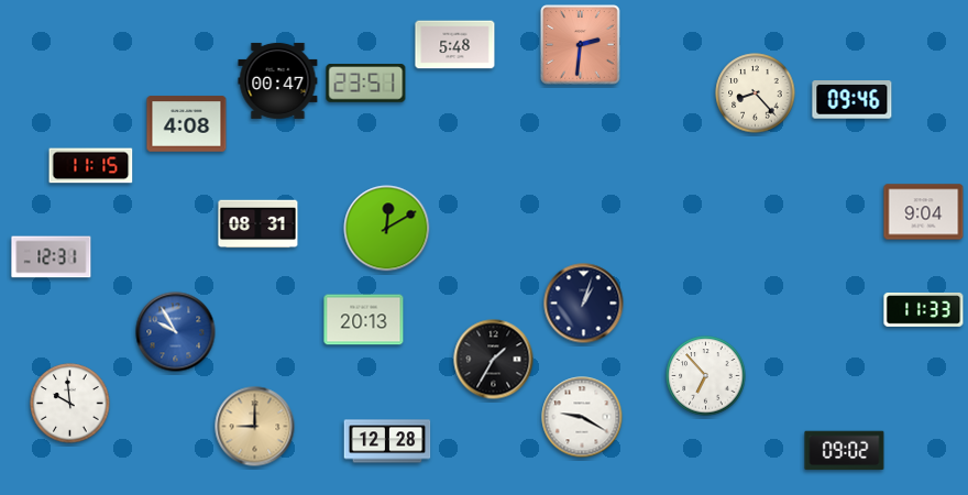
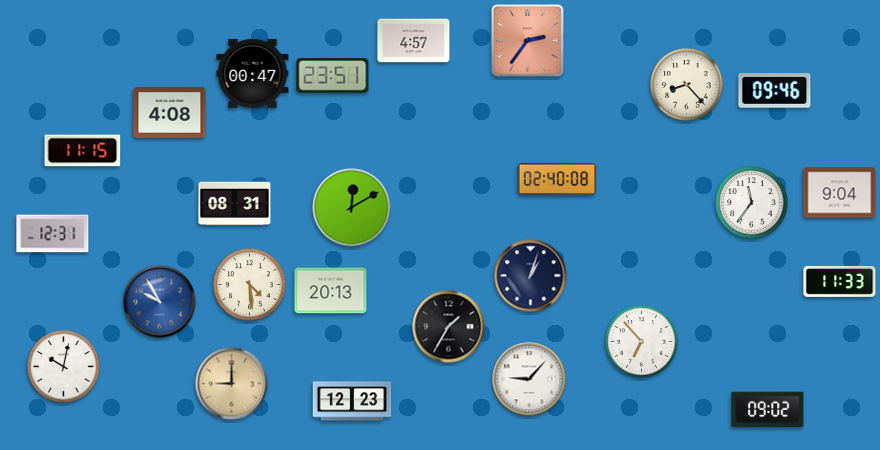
clock at (455, 45): 5:48 -> 4:57
clock at (581, 45): 2:31 -> 2:36
clock at (557, 179): none -> 02:40
clock at (752, 203): none -> 11:36
clock at (52, 257) position: (52, 257) -> (53, 234)
clock at (250, 285): none -> 4:29
clock at (70, 404): 9:59 -> 10:02
clock at (582, 417): 9:20 -> 9:07
clock at (255, 427) position: (255, 427) -> (232, 384)
clock at (387, 441): 12:28 -> 12:23
